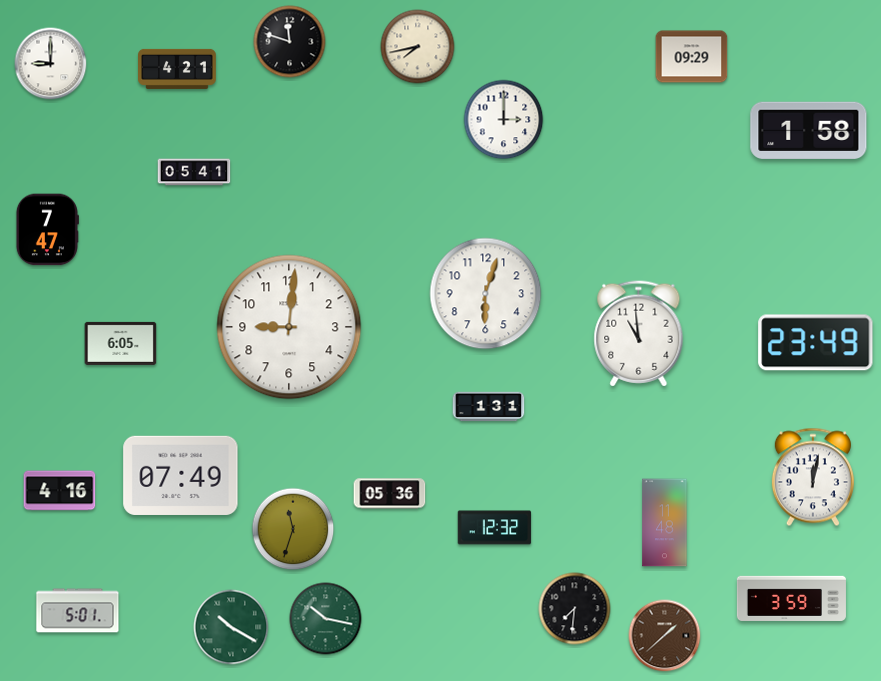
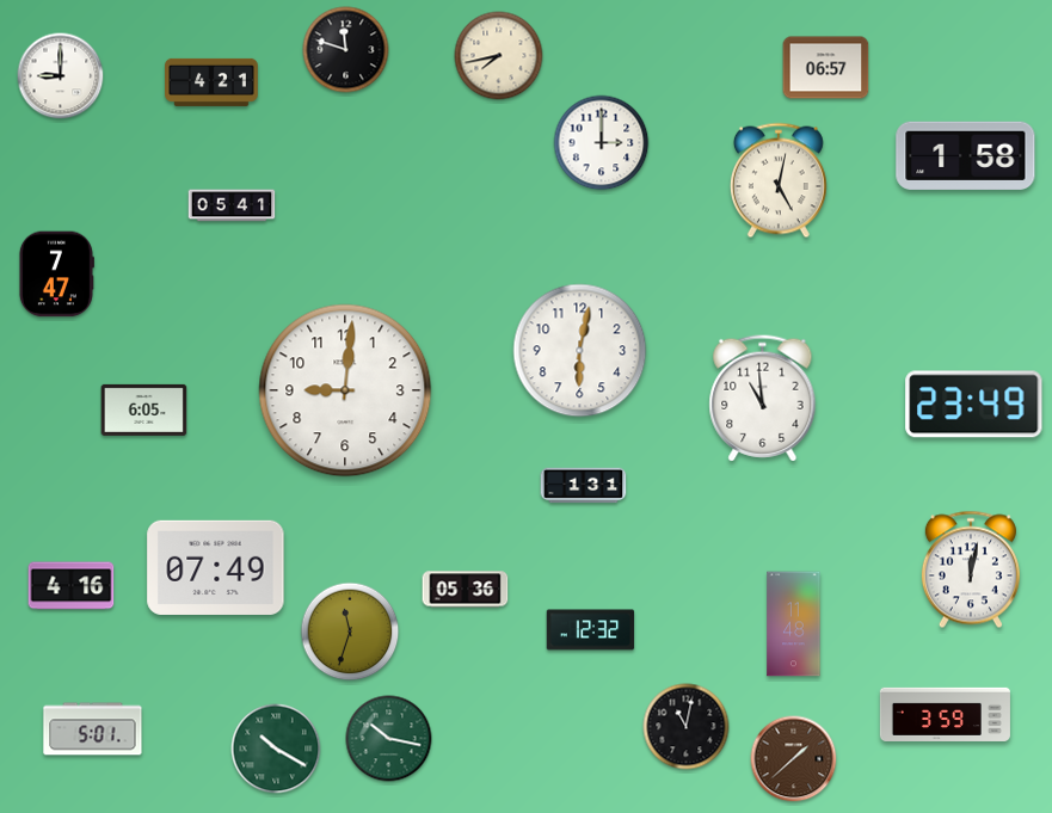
clock at (692, 57): 09:29 -> 06:57
clock at (779, 180): none -> 5:02
clock at (486, 294): 6:03 -> 6:02
clock at (816, 343) position: (816, 343) -> (974, 405)
clock at (575, 609): 7:31 -> 11:02
